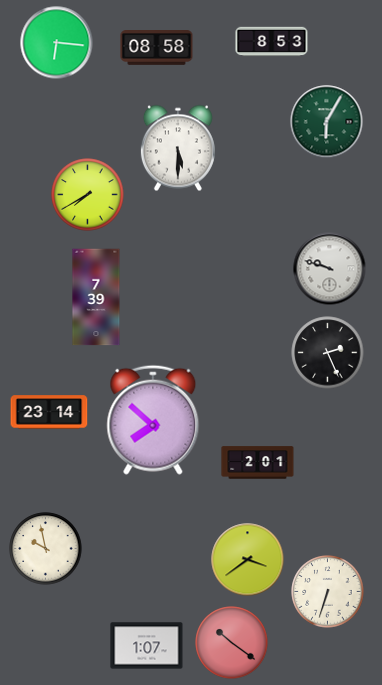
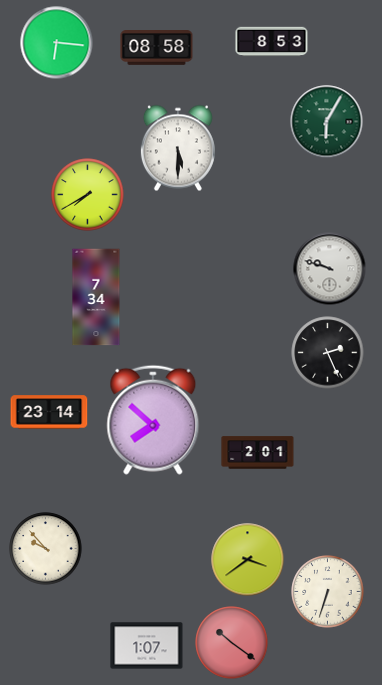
clock at (96, 297): 7:39 -> 7:34
clock at (258, 463) position: (258, 463) -> (258, 453)
clock at (46, 549): 9:58 -> 9:53
